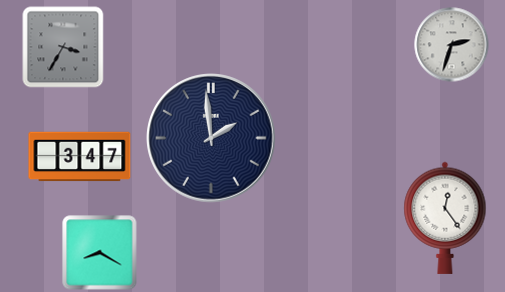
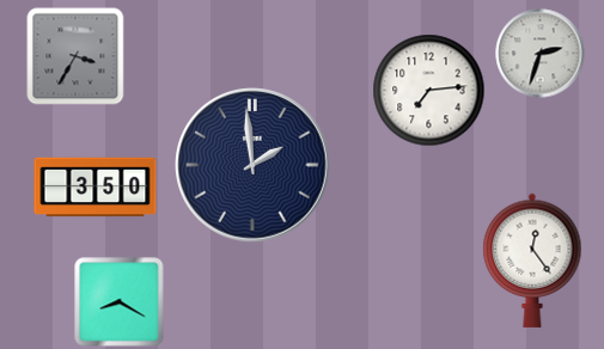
clock at (429, 91): none -> 7:14
clock at (80, 157): 3:47 -> 3:50
